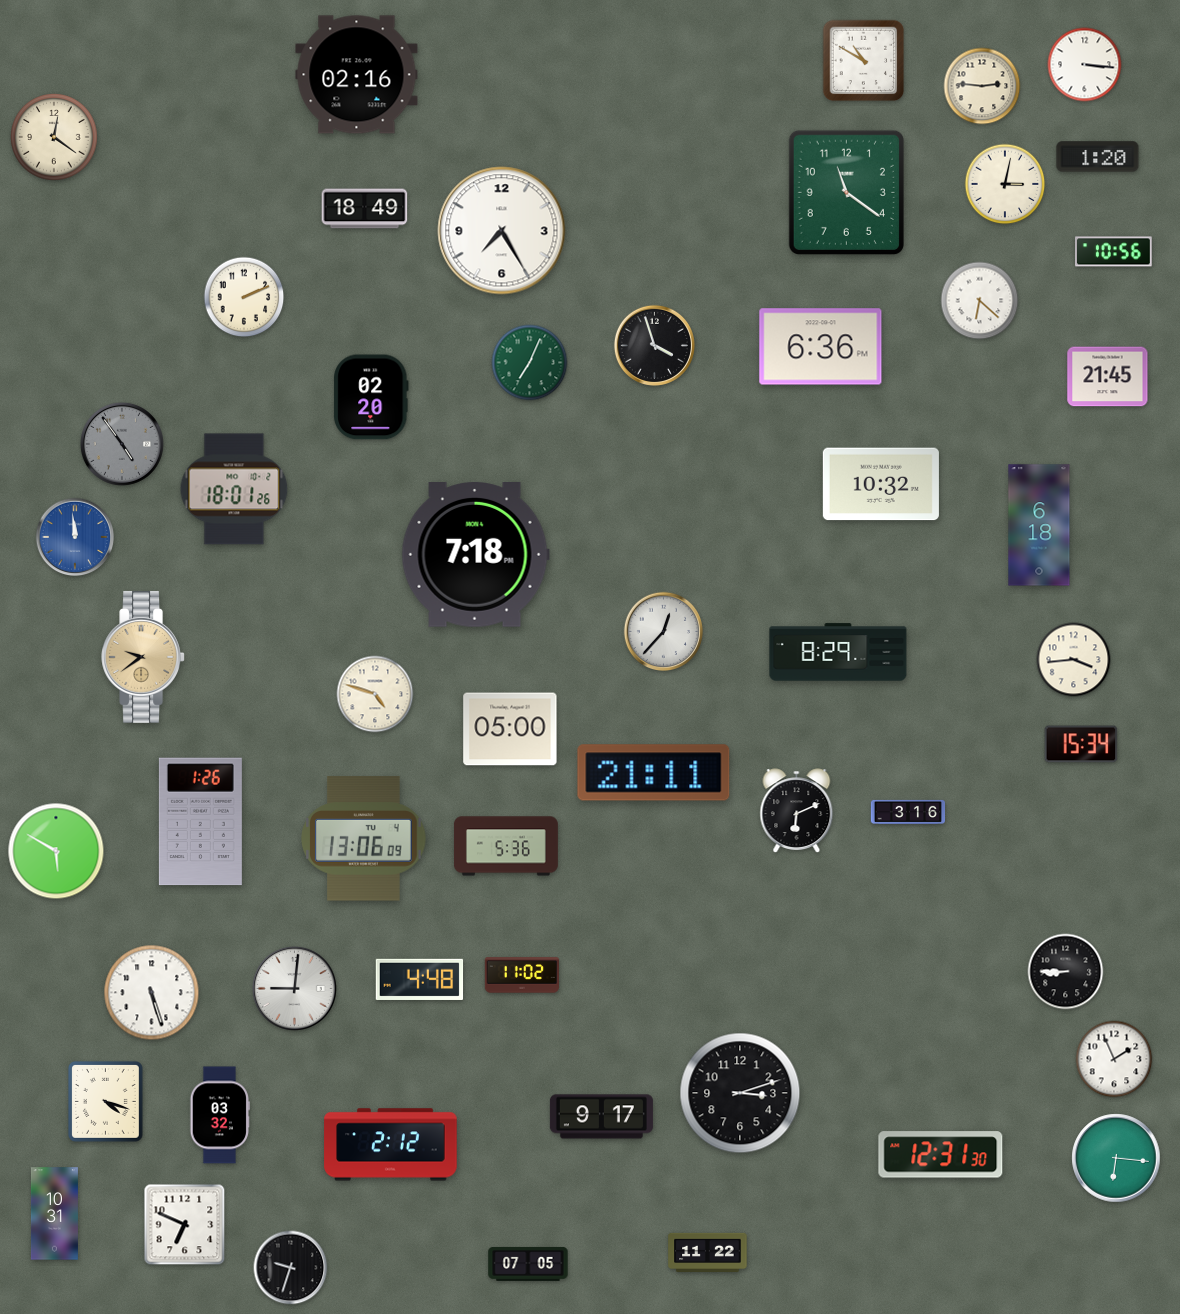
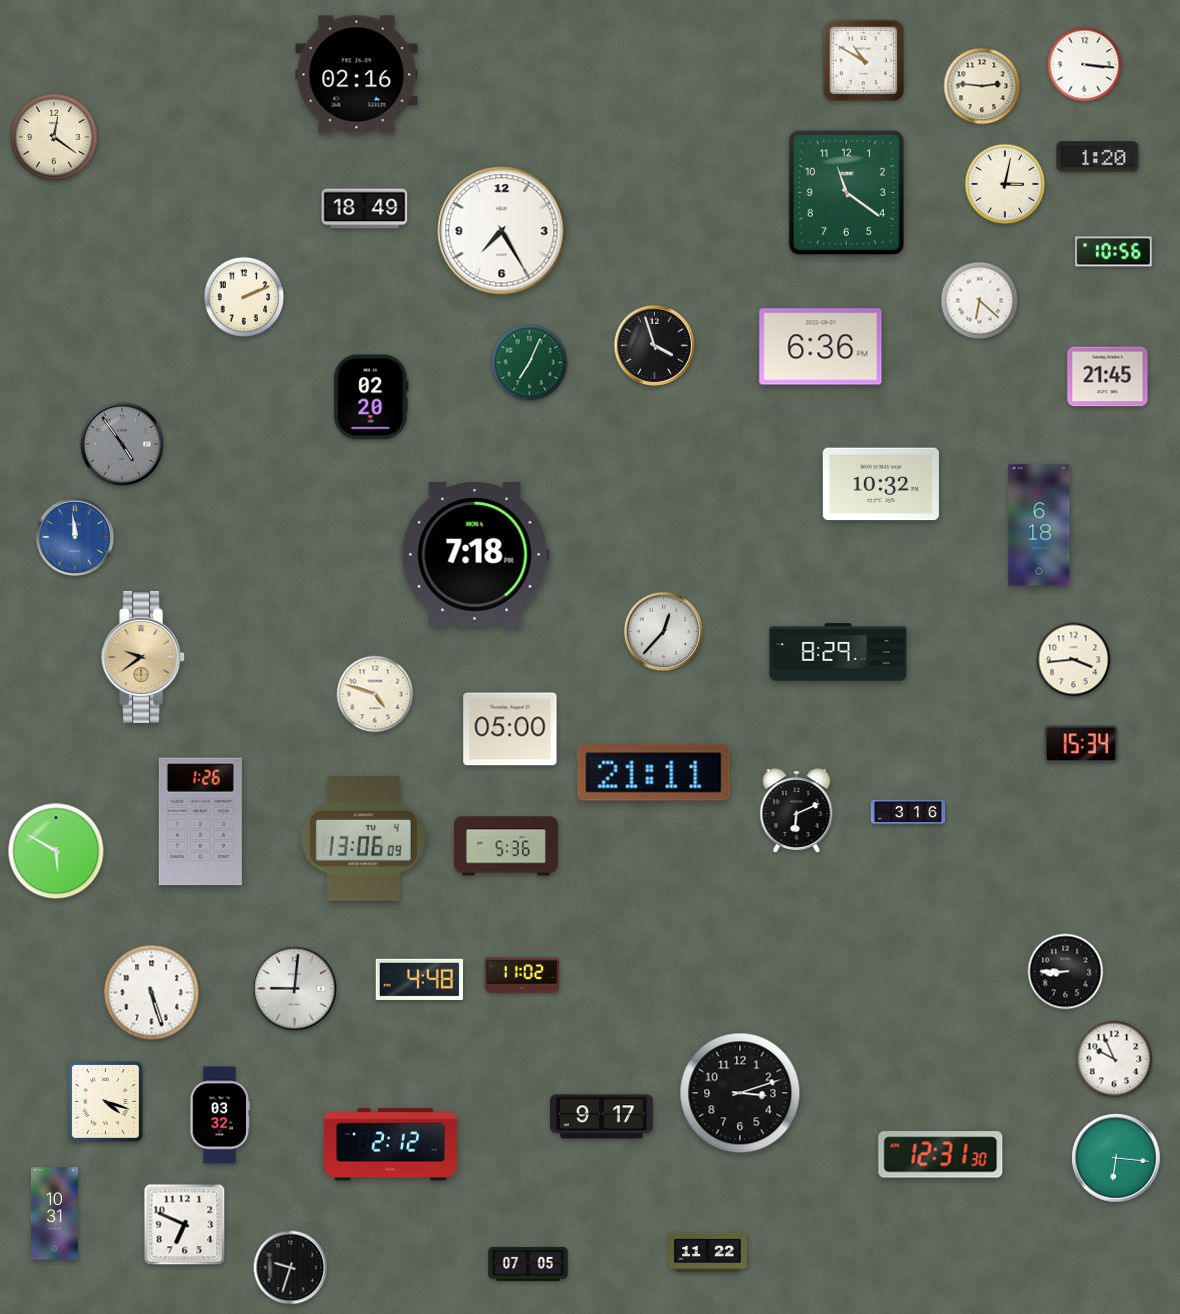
clock at (234, 489): 18:01 -> none
clock at (1114, 1059): 1:56 -> 9:56
